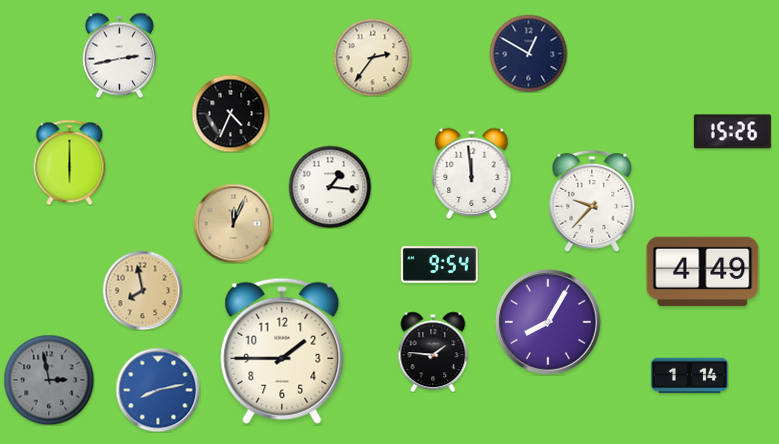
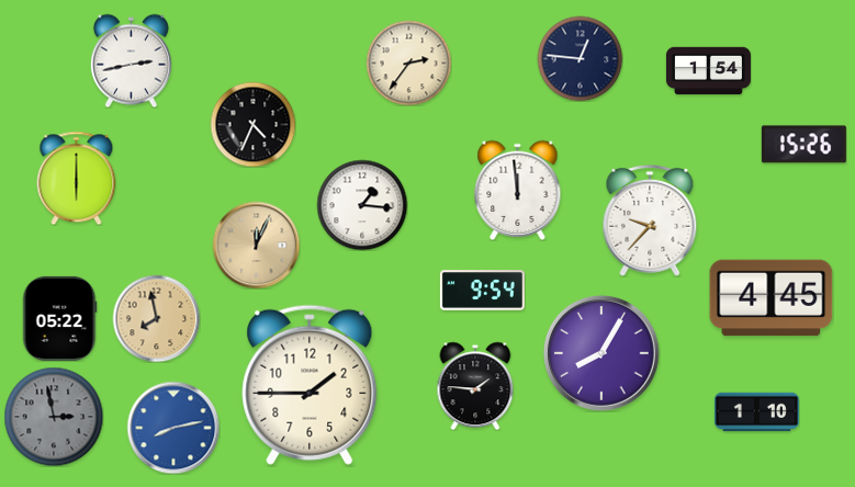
clock at (528, 53): 12:50 -> 12:46
clock at (708, 71): none -> 1:54
clock at (703, 272): 4:49 -> 4:45
clock at (59, 318): none -> 05:22
clock at (689, 376): 1:14 -> 1:10
